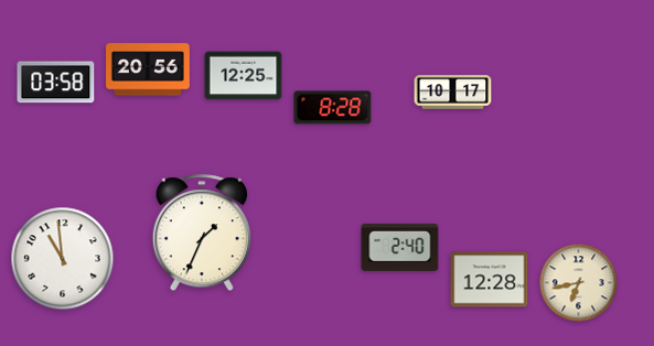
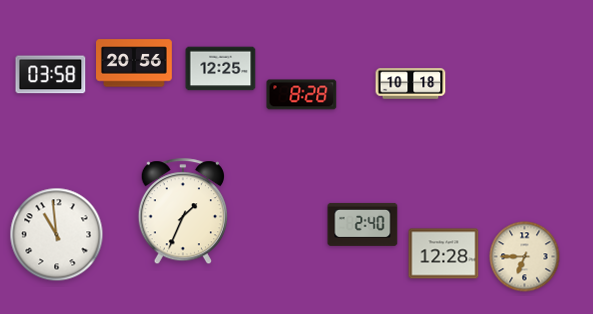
clock at (453, 93): 10:17 -> 10:18
clock at (333, 108) position: (333, 108) -> (302, 95)
clock at (579, 283): 6:43 -> 6:45
